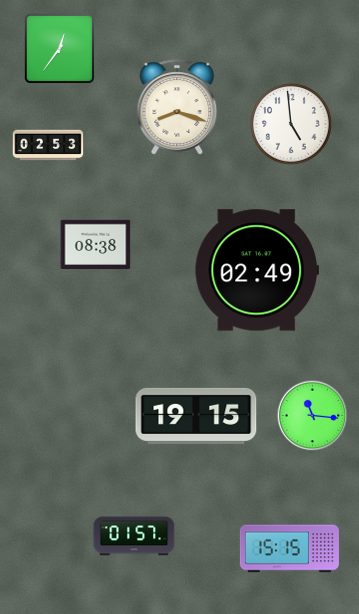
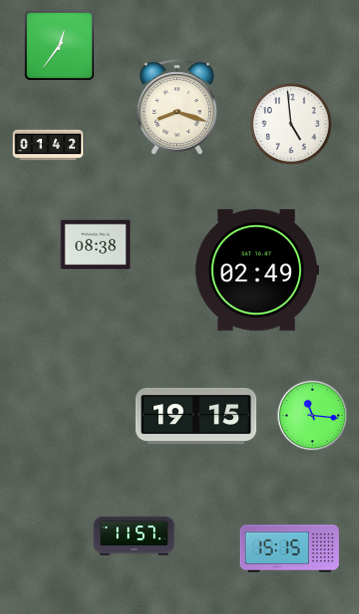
clock at (59, 48) position: (59, 48) -> (59, 45)
clock at (48, 145): 02:53 -> 01:42
clock at (134, 536): 01:57 -> 11:57
